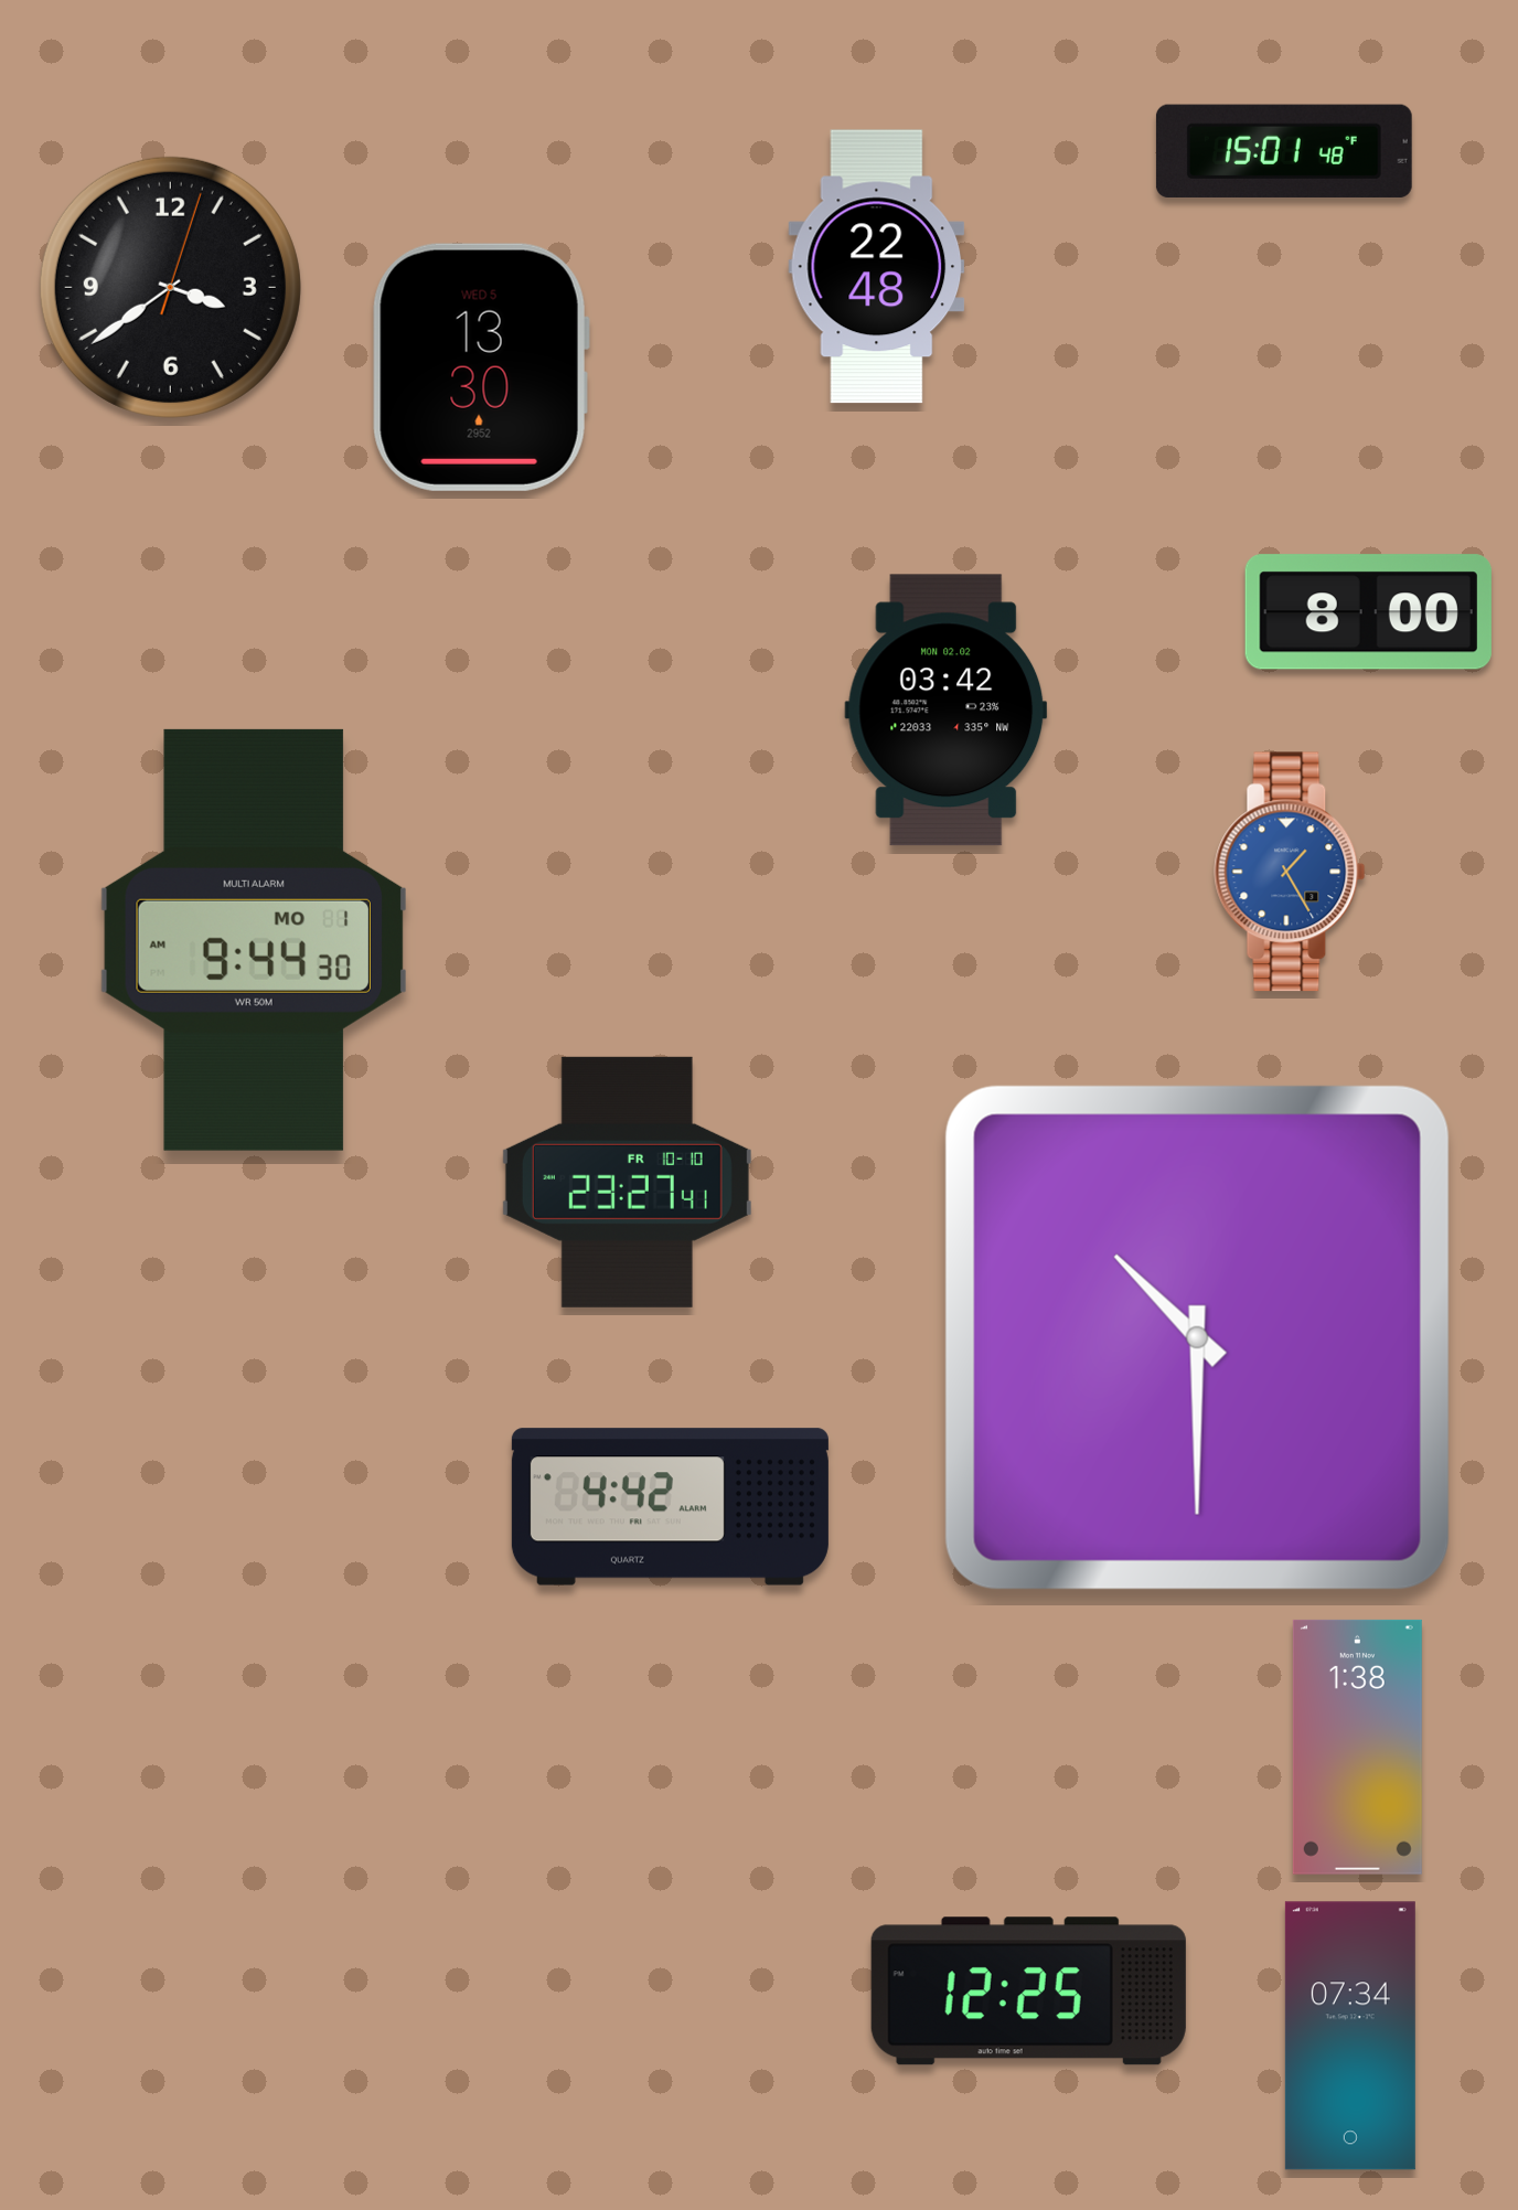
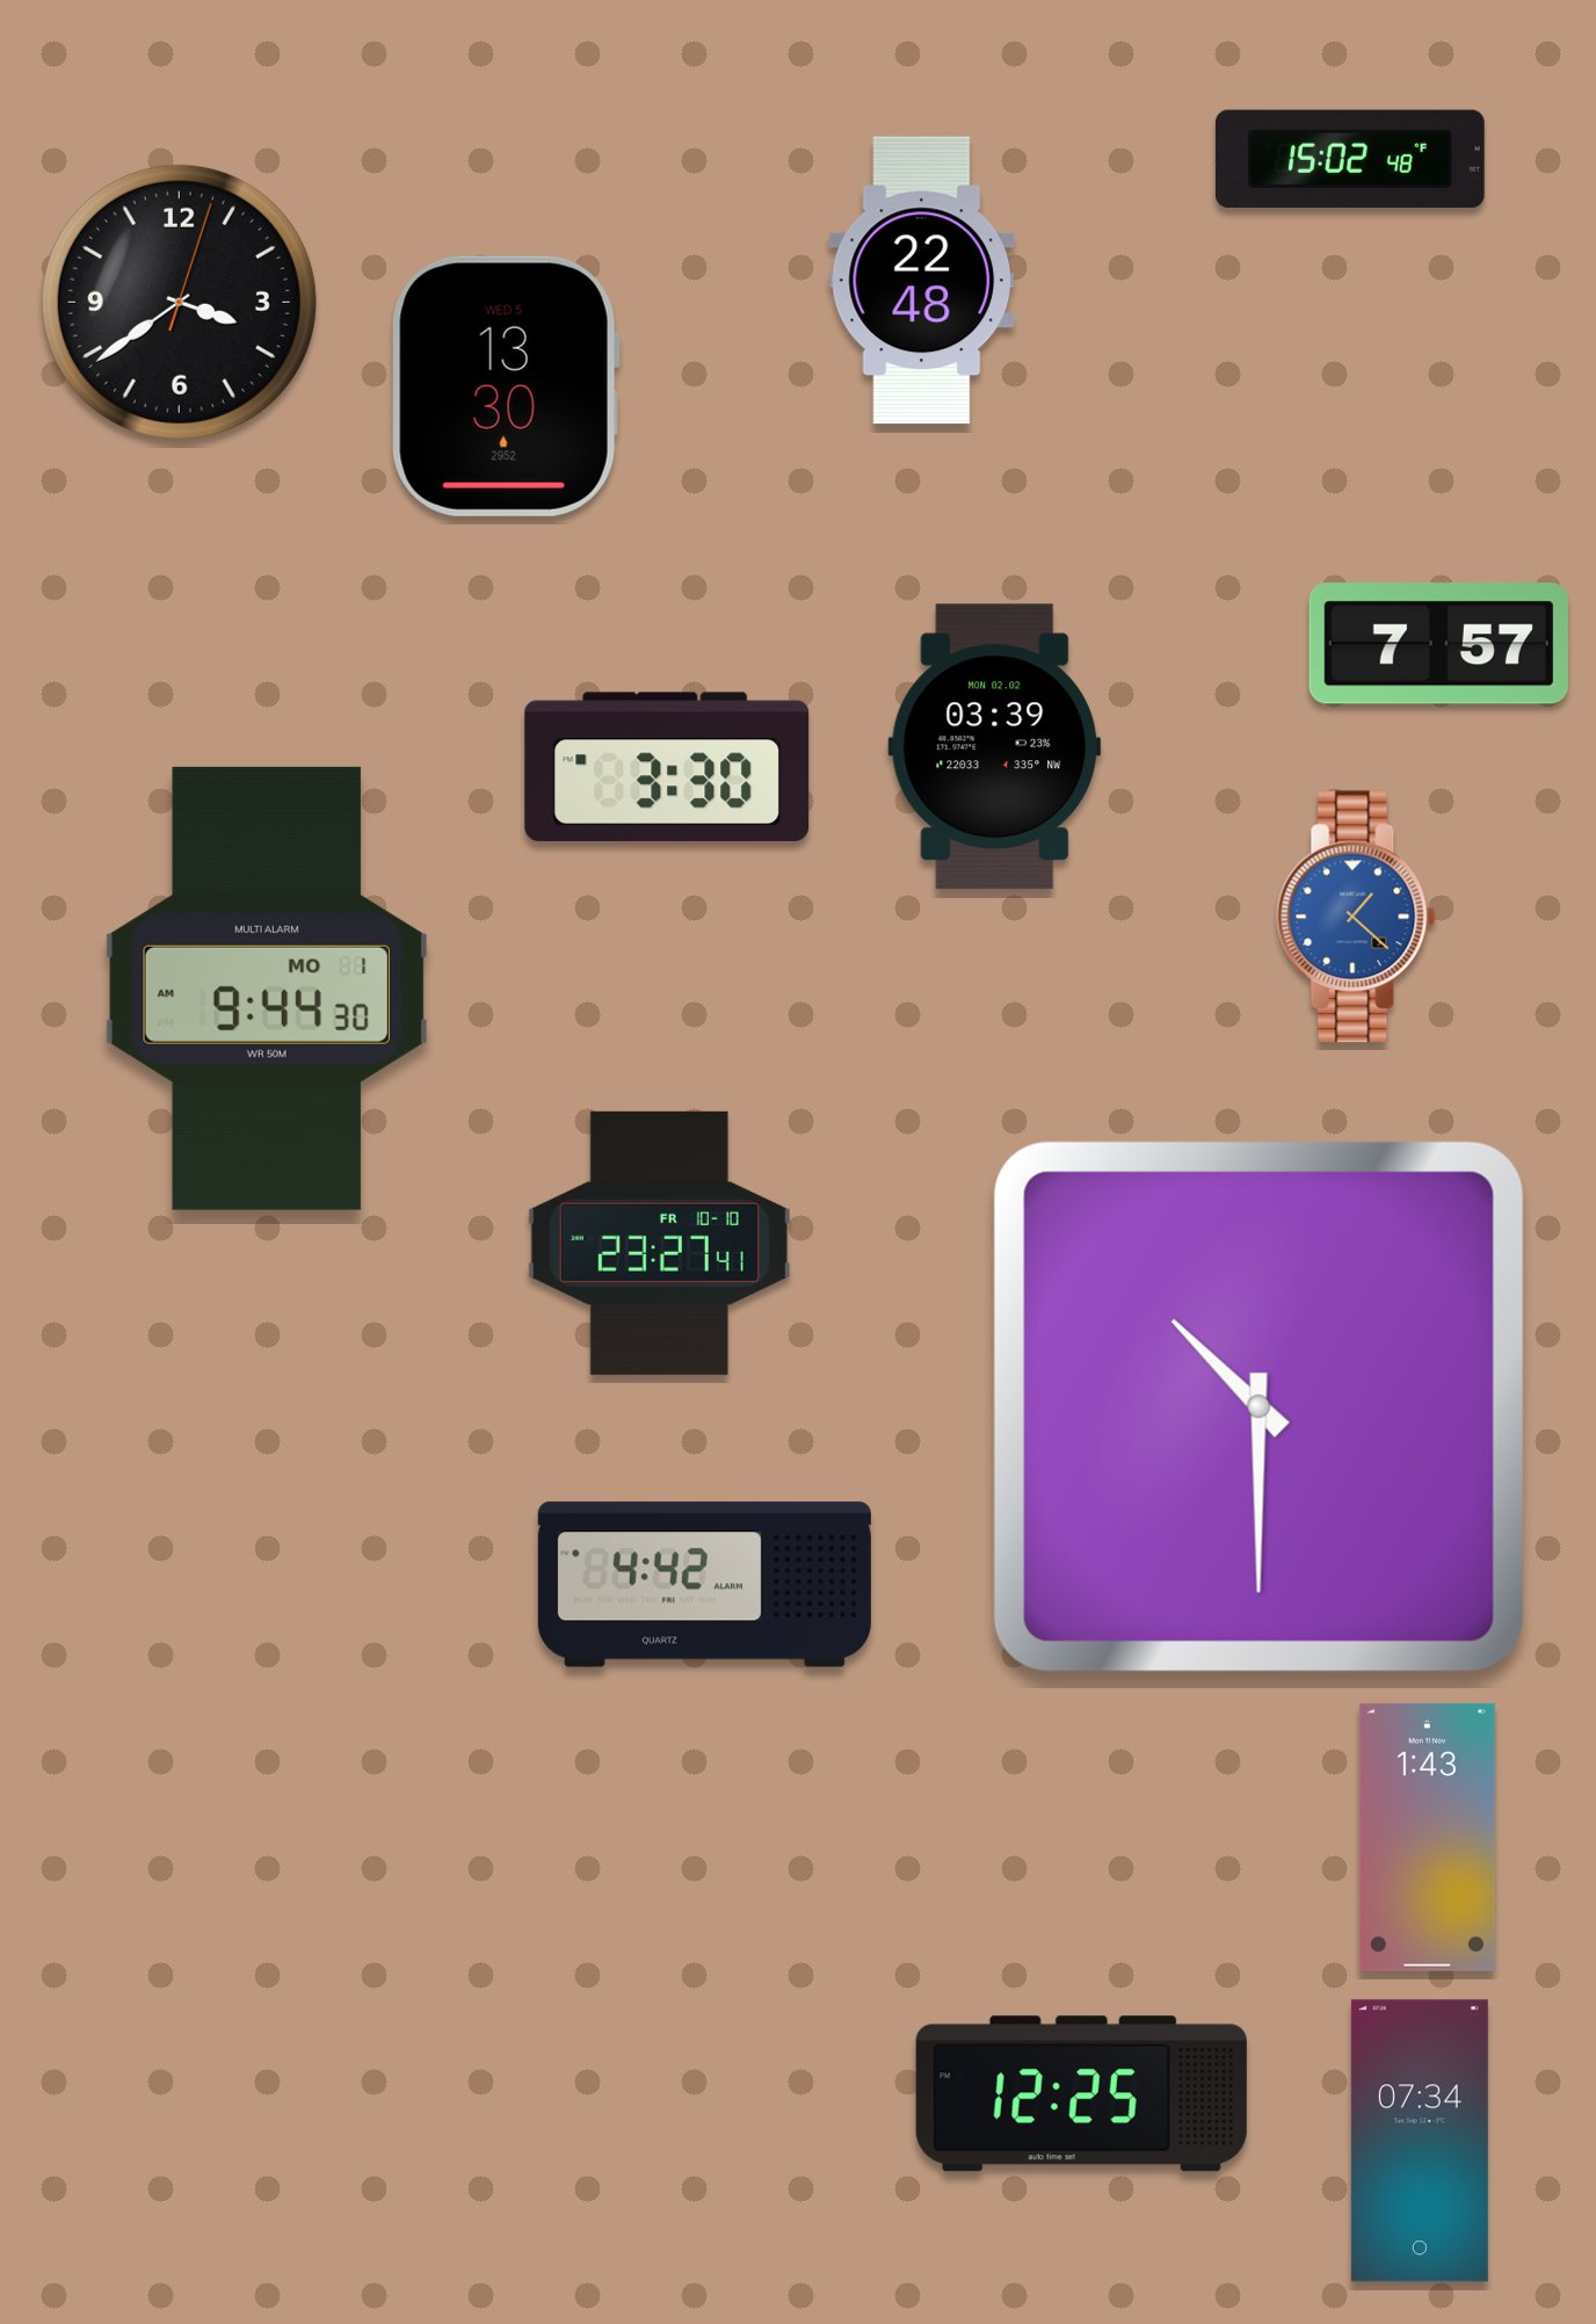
clock at (1284, 151): 15:01 -> 15:02
clock at (1368, 612): 8:00 -> 7:57
clock at (947, 711): 03:42 -> 03:39
clock at (667, 766): none -> 3:30
clock at (1290, 872): 1:25 -> 1:22
clock at (1357, 1747): 1:38 -> 1:43
